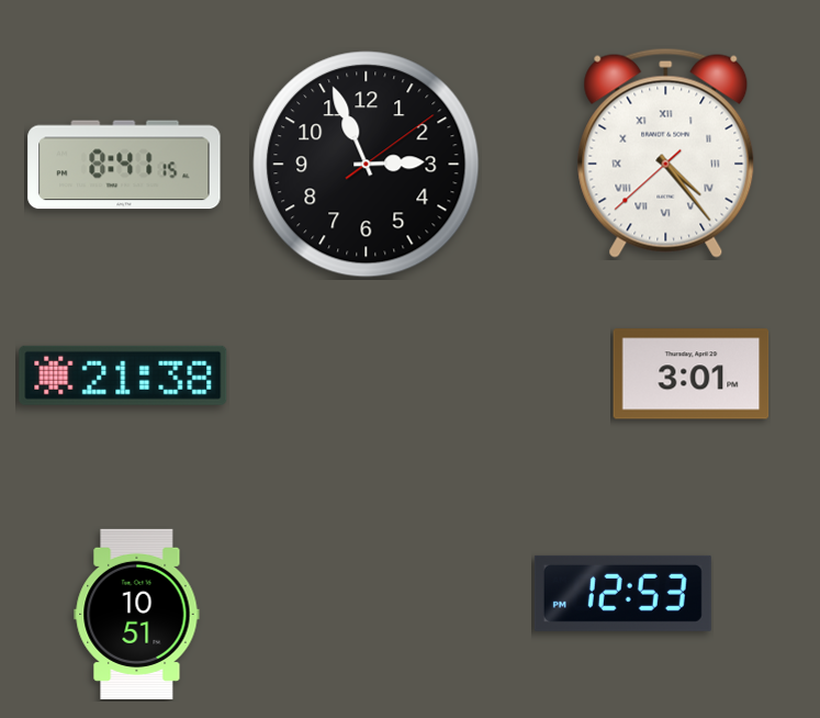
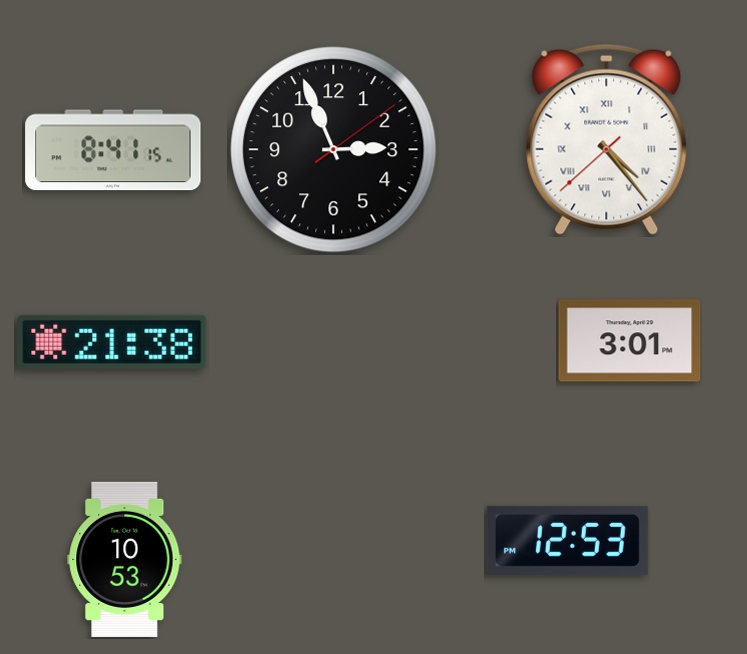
clock at (137, 614): 10:51 -> 10:53
